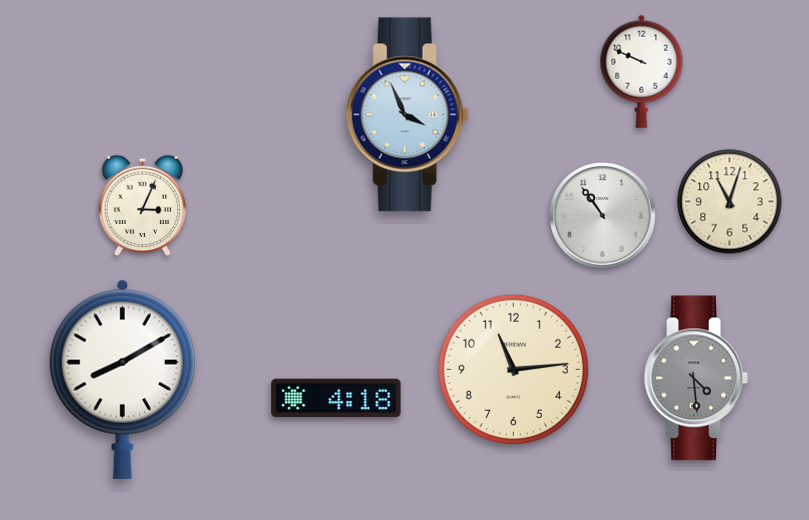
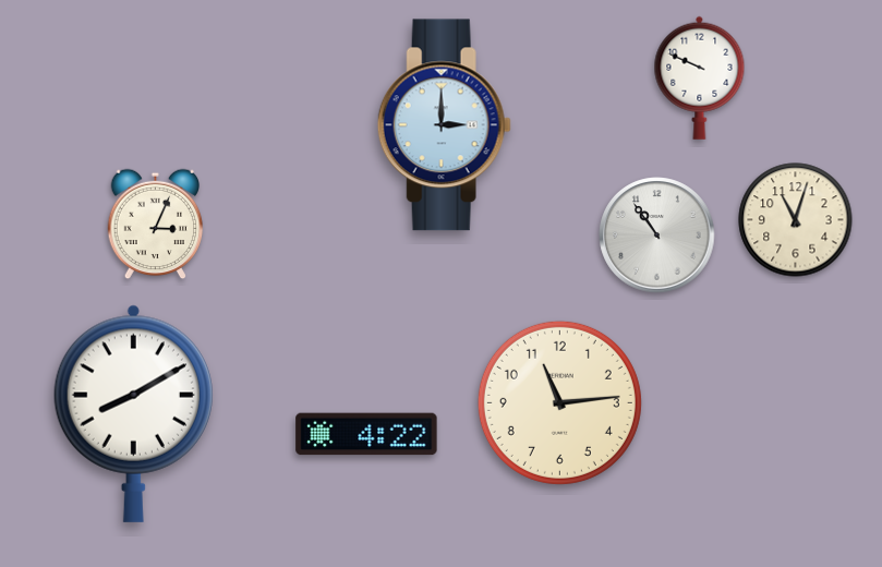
clock at (407, 115): 3:56 -> 3:00
clock at (696, 378): 4:29 -> none
clock at (336, 398): 4:18 -> 4:22
